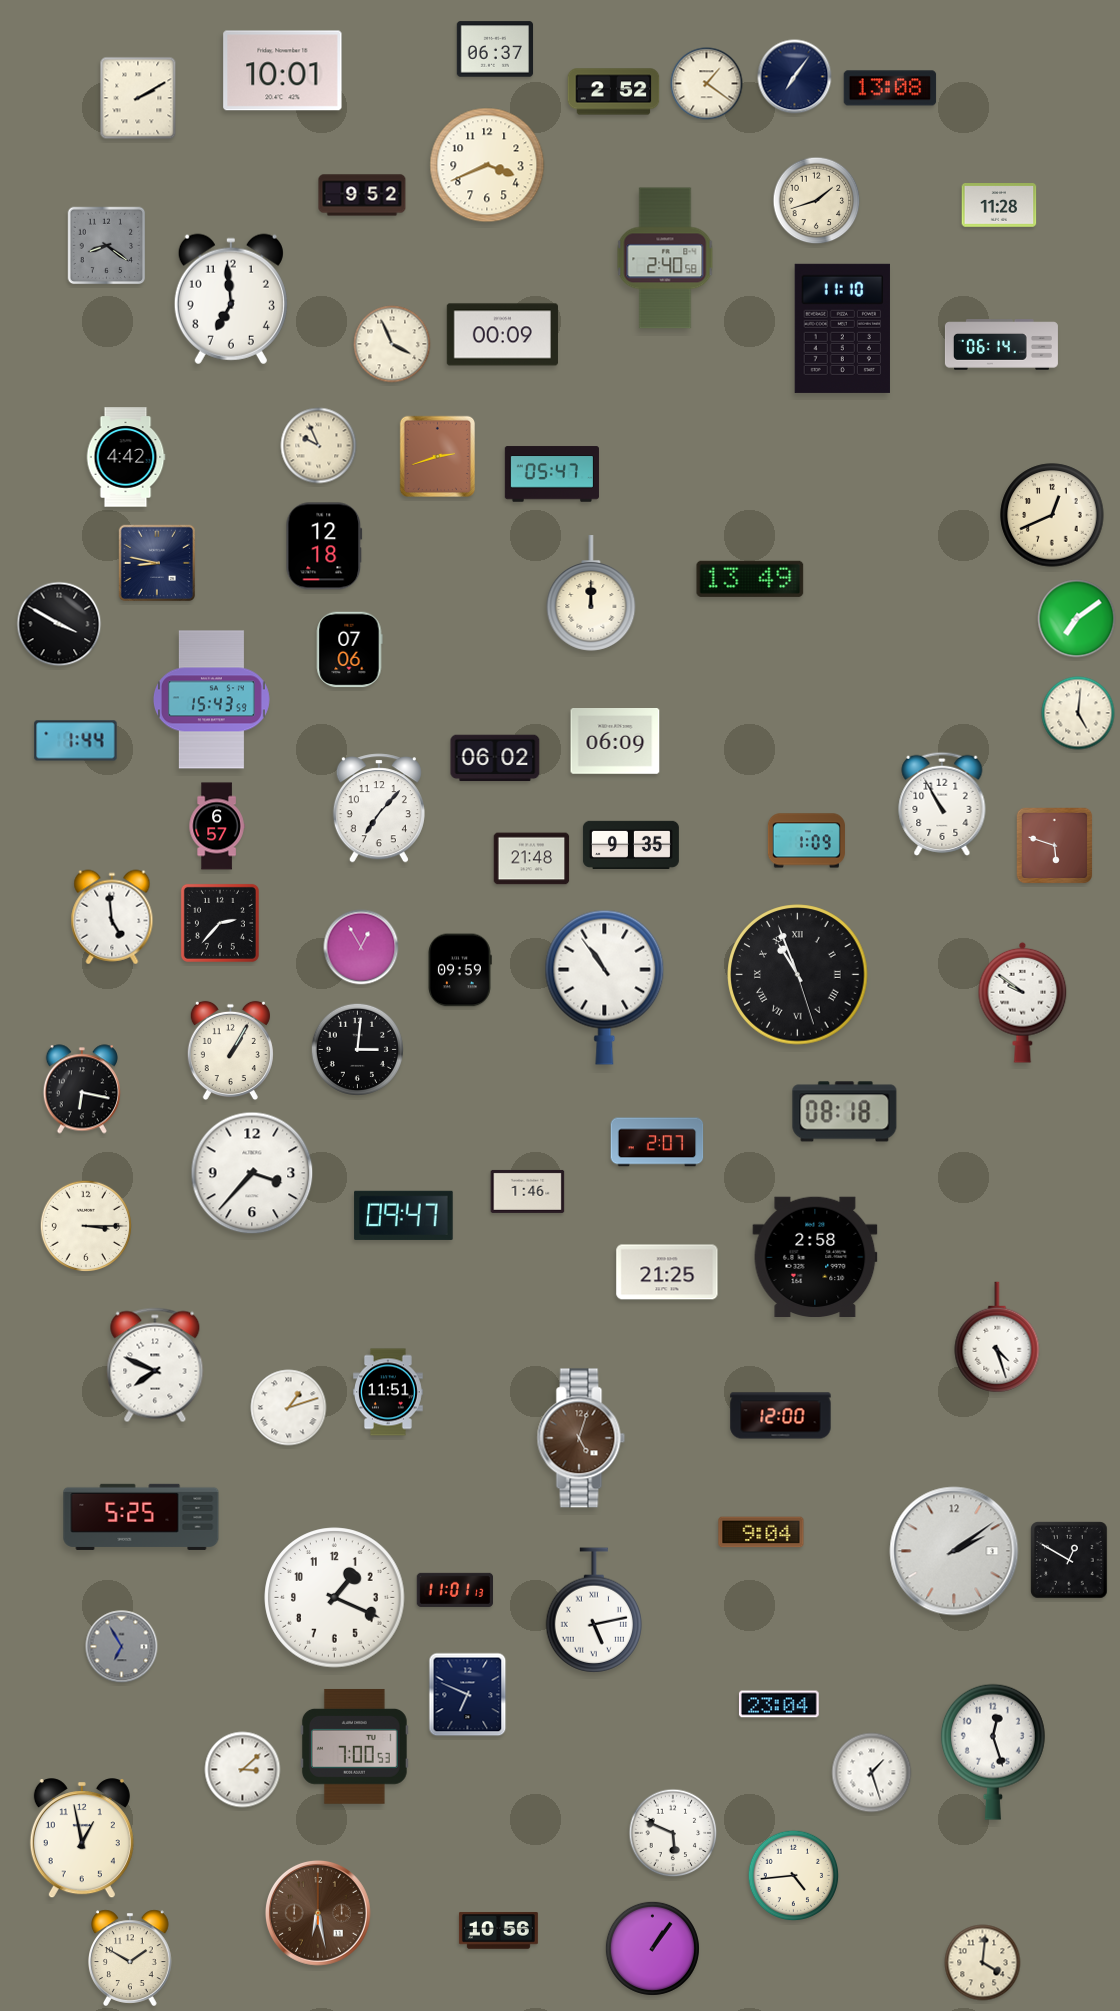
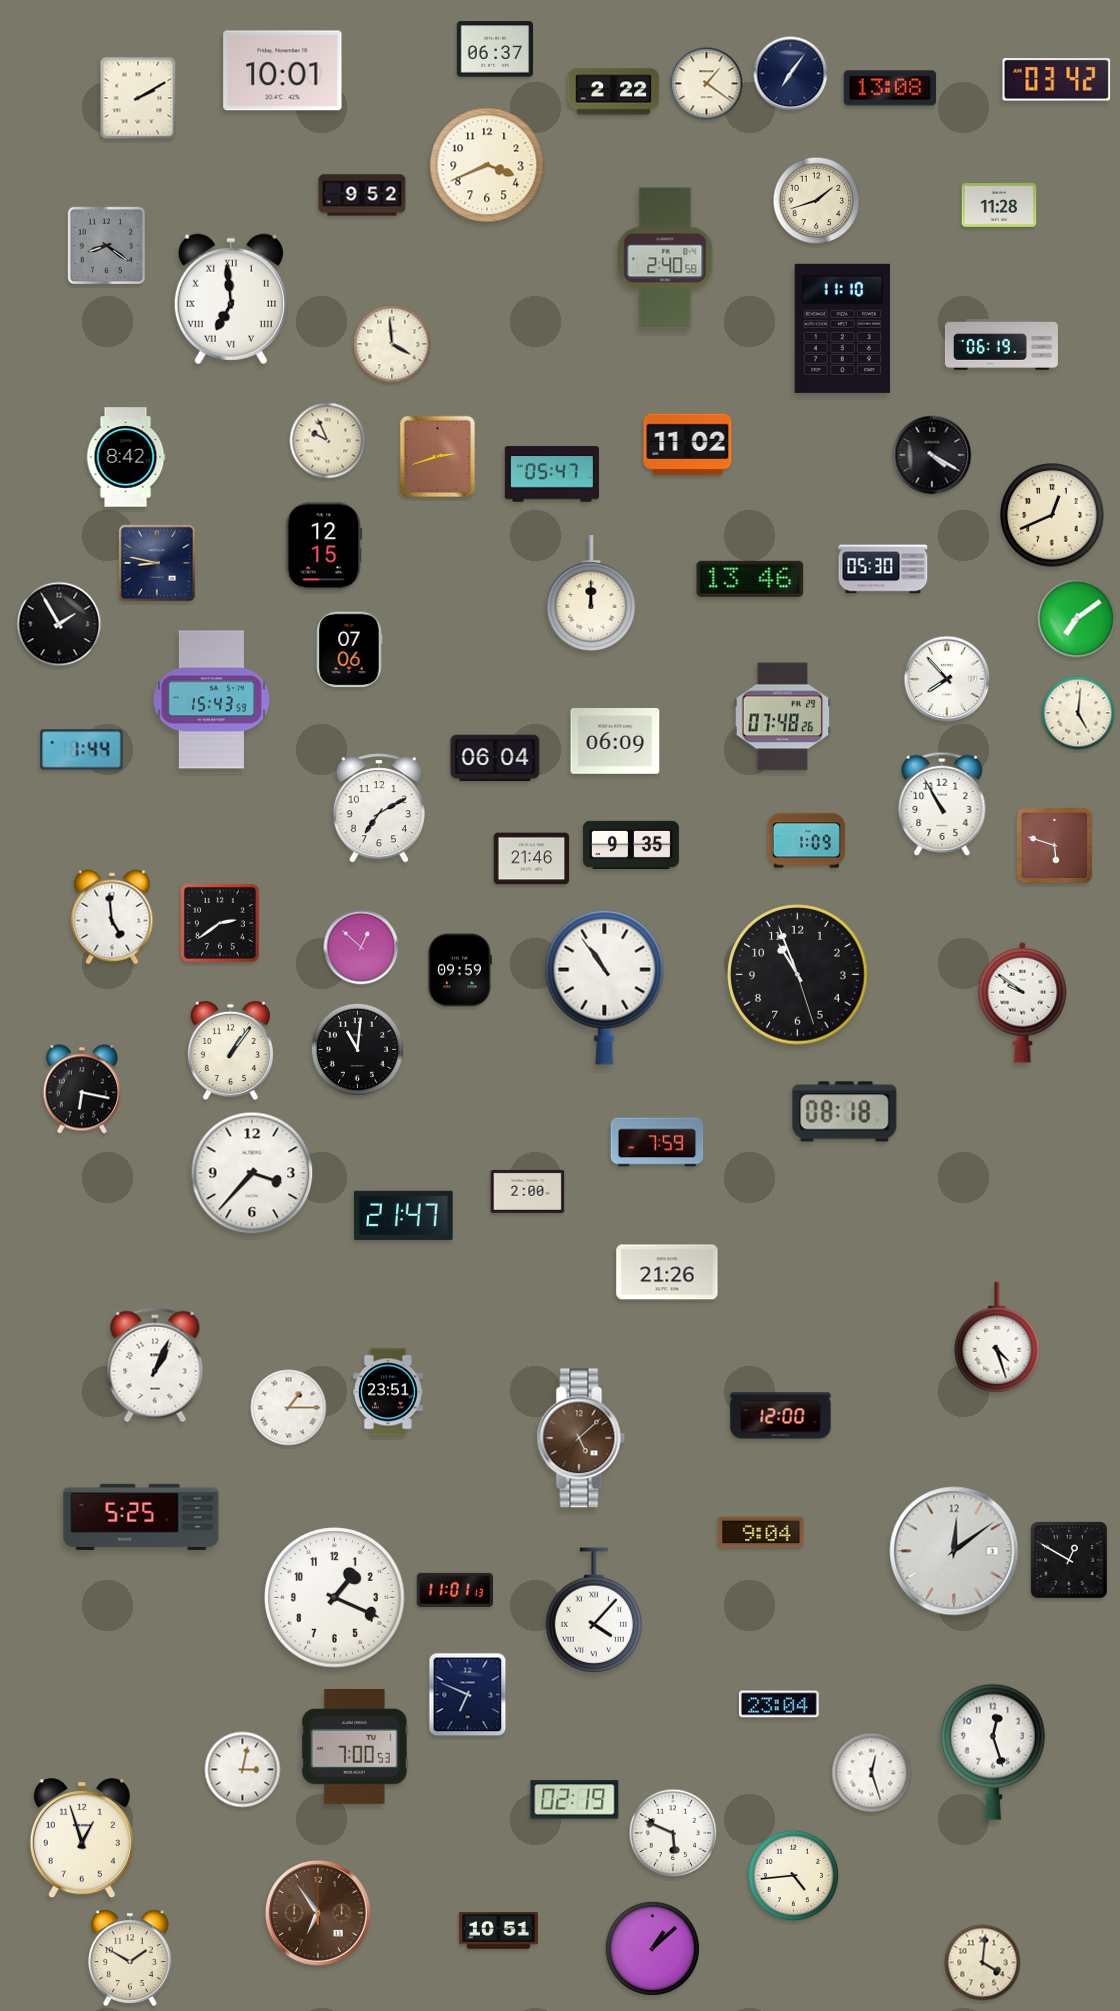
clock at (795, 77) position: (795, 77) -> (791, 74)
clock at (1057, 80): none -> 03:42
clock at (614, 92): 2:52 -> 2:22
clock at (231, 299) numerals: Arabic -> Roman
clock at (502, 335): 00:09 -> none
clock at (392, 344): 3:56 -> 3:59
clock at (1001, 345): 06:14 -> 06:19
clock at (688, 445): none -> 11:02
clock at (319, 446) position: (319, 446) -> (328, 441)
clock at (932, 455): none -> 4:20
clock at (126, 457): 4:42 -> 8:42
clock at (324, 546): 12:18 -> 12:15
clock at (883, 569): none -> 05:30
clock at (750, 579): 13:49 -> 13:46
clock at (59, 624): 3:50 -> 1:55
clock at (947, 679): none -> 7:53
clock at (783, 717): none -> 07:48
clock at (76, 741) position: (76, 741) -> (82, 750)
clock at (495, 758): 06:02 -> 06:04
clock at (379, 808): 7:07 -> 7:10
clock at (217, 826): 6:57 -> none
clock at (532, 859): 21:48 -> 21:46
clock at (220, 923): 2:37 -> 2:39
clock at (361, 947): 12:55 -> 12:52
clock at (798, 975) numerals: Roman -> Arabic
clock at (357, 1049): 3:01 -> 11:01
clock at (230, 1051): 1:05 -> 1:06
clock at (657, 1142): 2:07 -> 7:59
clock at (528, 1191): 1:46 -> 2:00
clock at (404, 1215): 09:47 -> 21:47
clock at (85, 1225): 3:15 -> none
clock at (815, 1257): 2:58 -> none
clock at (667, 1272): 21:25 -> 21:26
clock at (155, 1365): 7:49 -> 1:04
clock at (389, 1392): 11:51 -> 23:51
clock at (289, 1408): 1:12 -> 1:15
clock at (581, 1438): 5:03 -> 5:08
clock at (954, 1551): 2:09 -> 12:09
clock at (594, 1610): 5:13 -> 4:07
clock at (122, 1647): 6:55 -> none
clock at (243, 1770): 3:08 -> 3:02
clock at (872, 1773): 1:27 -> 12:27
clock at (575, 1800): none -> 02:19
clock at (82, 1839): 12:58 -> 12:57
clock at (318, 1913): 6:28 -> 6:54
clock at (498, 1931): 10:56 -> 10:51
clock at (652, 1948): 1:06 -> 1:08
